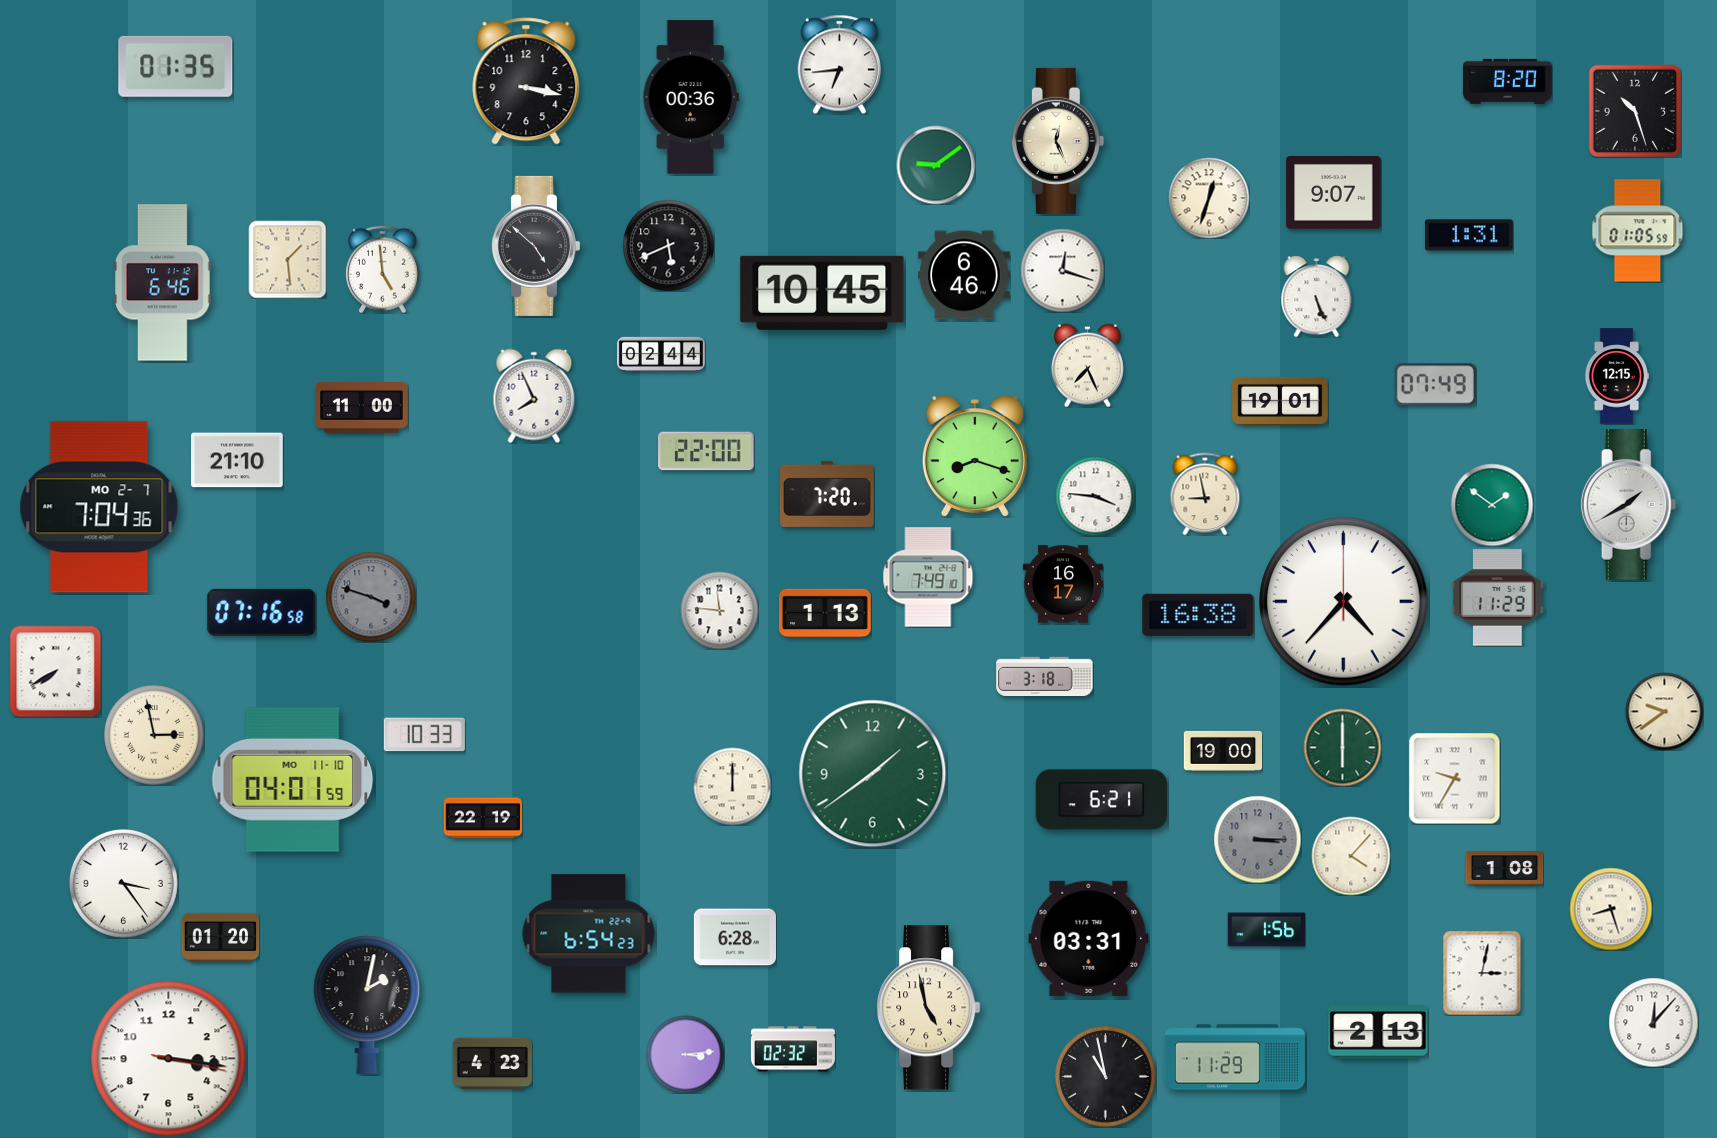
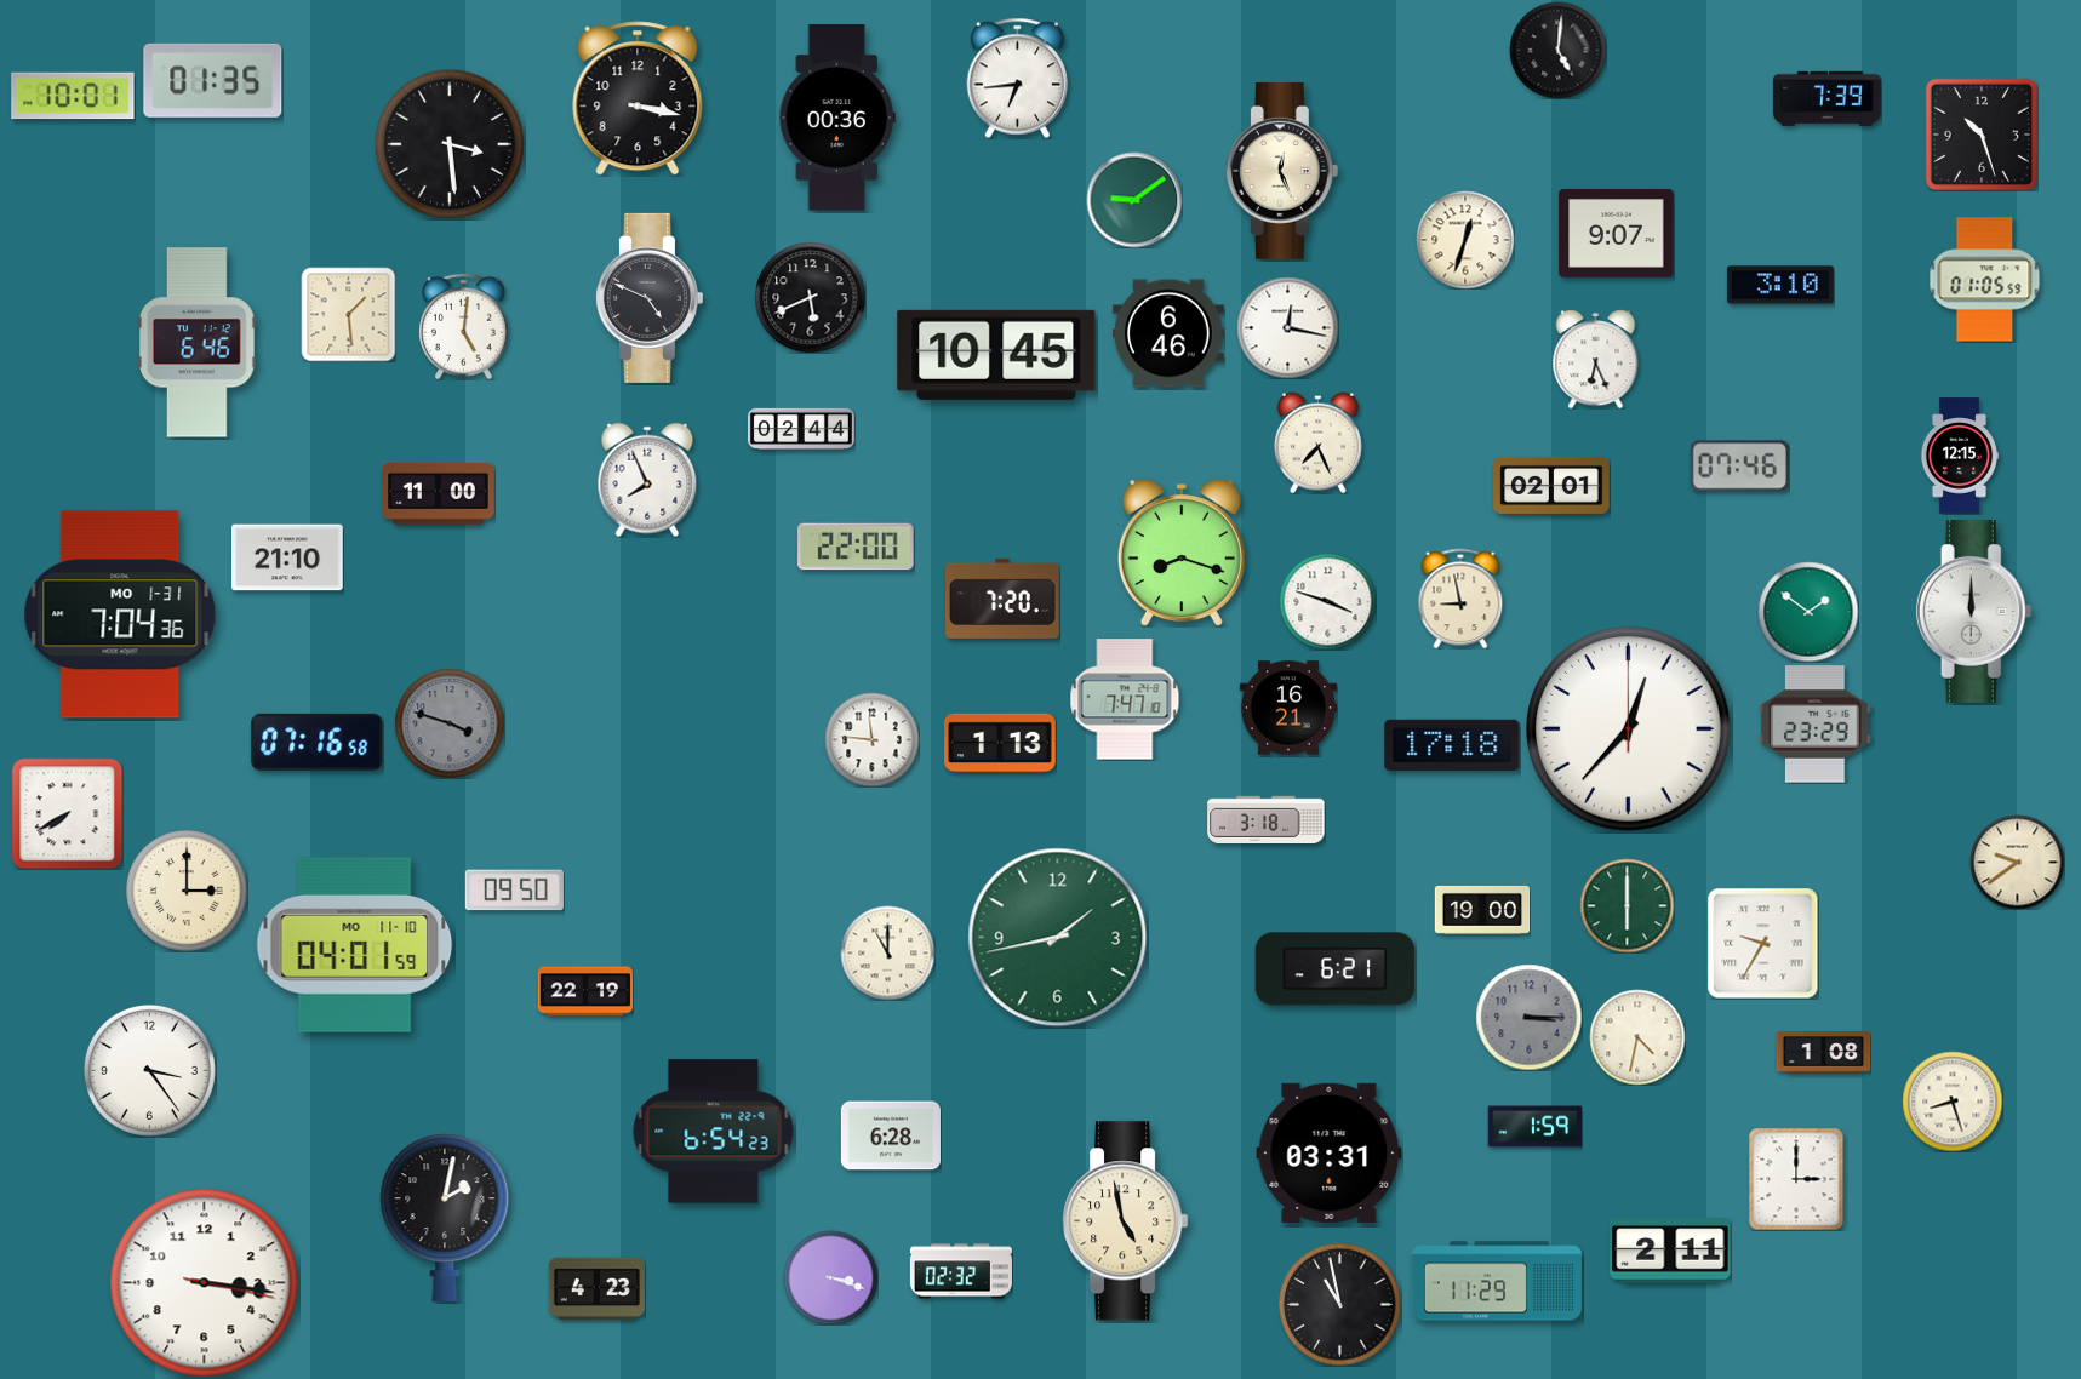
clock at (1557, 50): none -> 5:01
clock at (73, 96): none -> 10:01
clock at (1507, 81): 8:20 -> 7:39
clock at (450, 144): none -> 3:29
clock at (1469, 235): 1:31 -> 3:10
clock at (535, 246): 4:52 -> 4:49
clock at (383, 269): 4:59 -> 5:01
clock at (1062, 270): 12:18 -> 12:17
clock at (1317, 296): 5:26 -> 6:26
clock at (1435, 385): 07:49 -> 07:46
clock at (1280, 401): 19:01 -> 02:01
clock at (1095, 496): 3:46 -> 3:48
clock at (1629, 505): 1:40 -> 12:00
clock at (99, 507) date: MO 2-7 -> MO 1-31
clock at (928, 577): 7:49 -> 7:47
clock at (1062, 584): 16:17 -> 16:21
clock at (1498, 598): 11:29 -> 23:29
clock at (1344, 602): 4:37 -> 12:37
clock at (1198, 615): 16:38 -> 17:18
clock at (154, 735): 2:58 -> 3:00
clock at (424, 735): 10:33 -> 09:50
clock at (873, 774): 1:39 -> 1:43
clock at (732, 786): 12:00 -> 11:00
clock at (1257, 839) position: (1257, 839) -> (1528, 1017)
clock at (1351, 856): 4:07 -> 4:32
clock at (1266, 930): 1:56 -> 1:59
clock at (220, 937): 01:20 -> none
clock at (1089, 938) position: (1089, 938) -> (1330, 1152)
clock at (1482, 973): 3:02 -> 3:00
clock at (1653, 1022): 12:07 -> none
clock at (1378, 1032): 2:13 -> 2:11
clock at (685, 1054): 3:14 -> 3:18
